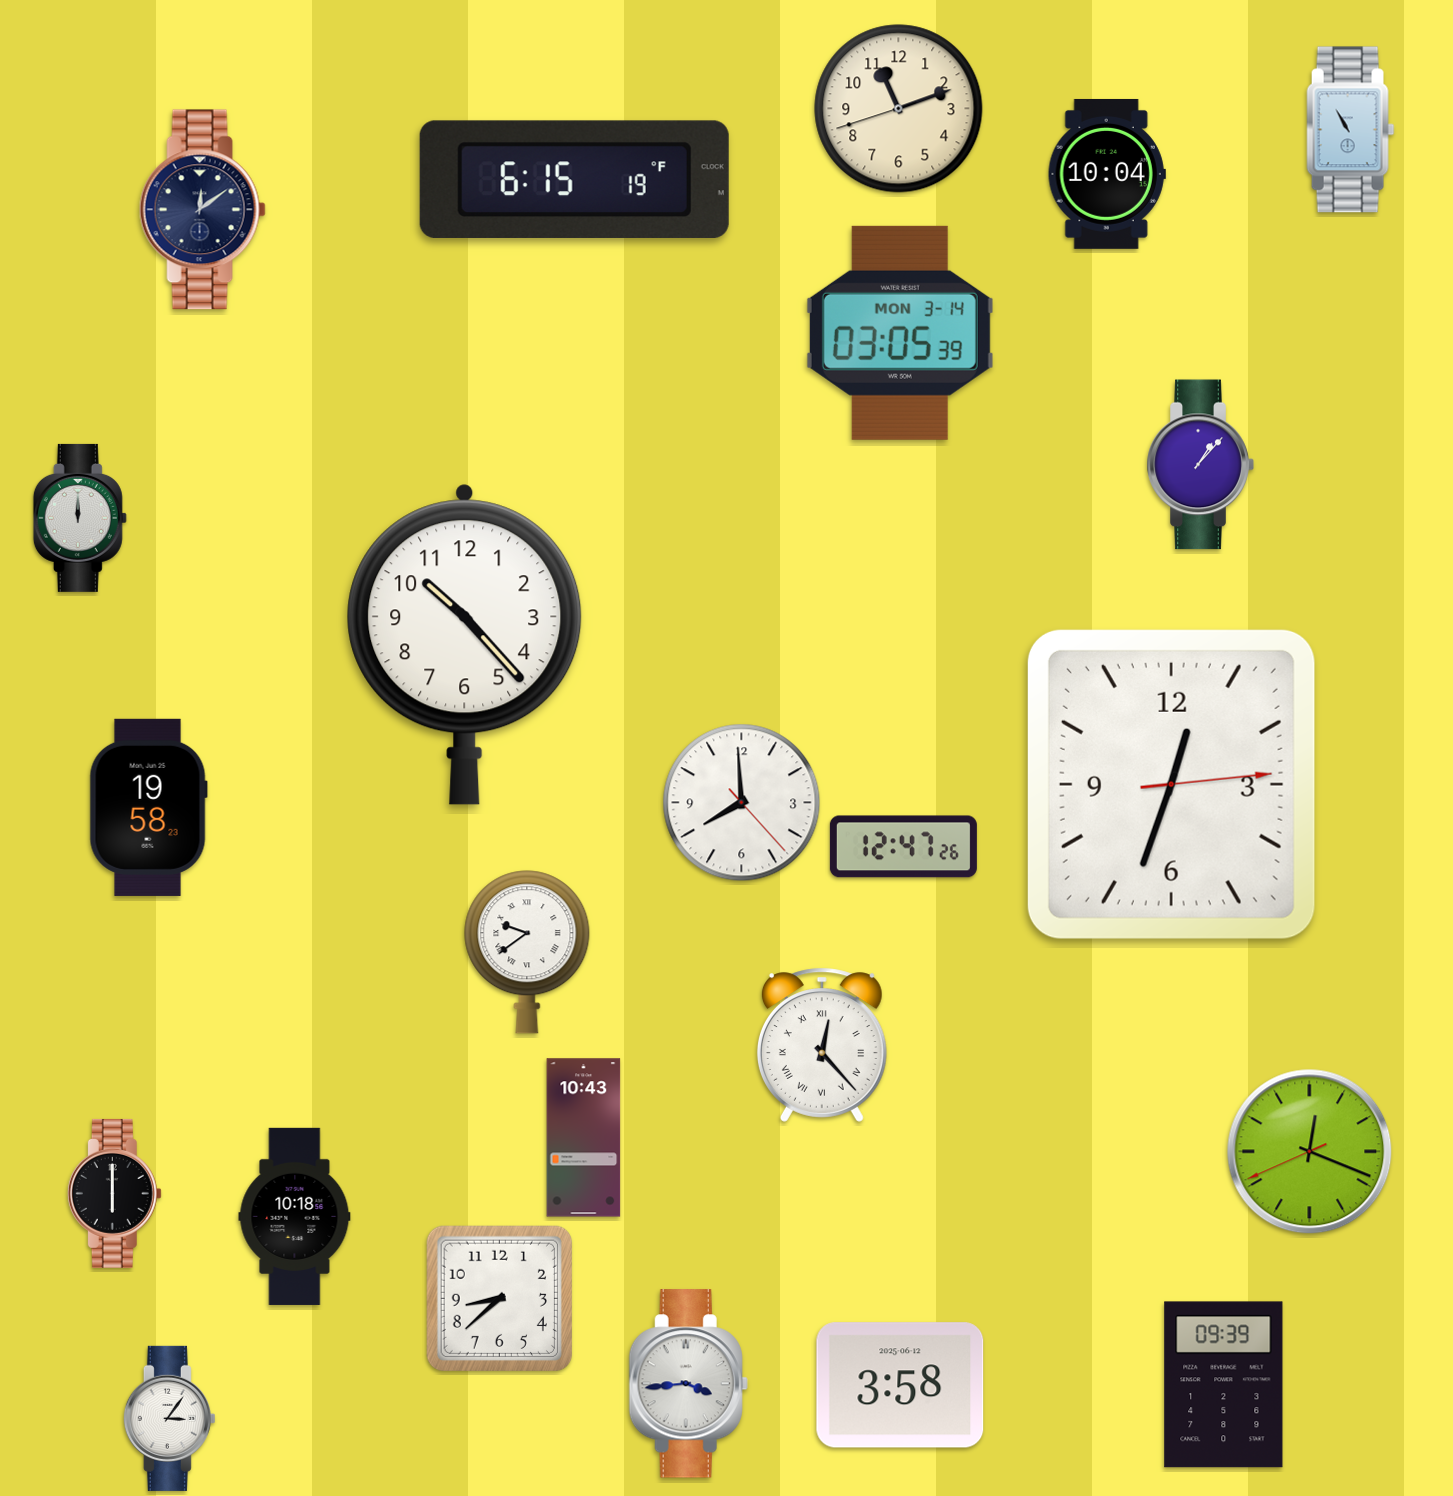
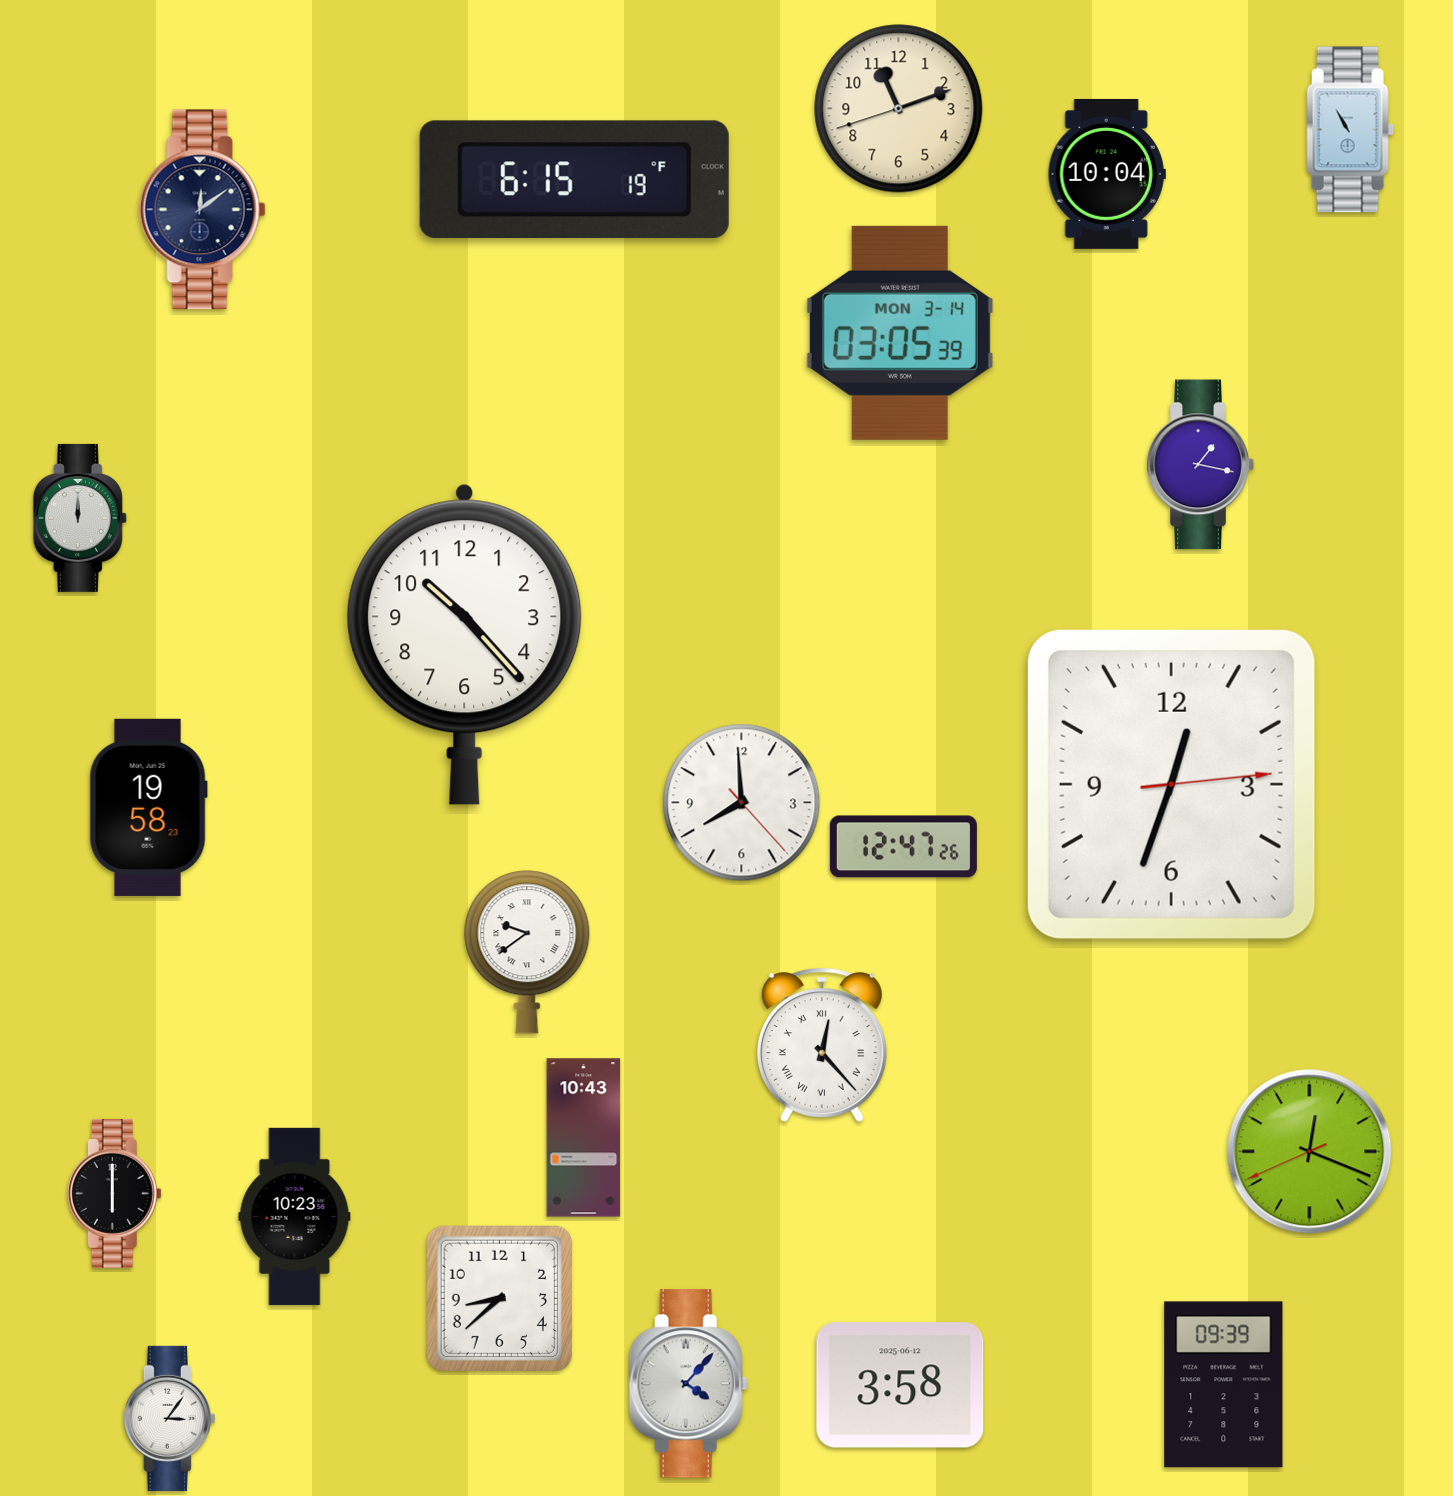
clock at (1200, 465): 1:07 -> 1:17
clock at (295, 1216): 10:18 -> 10:23
clock at (688, 1384): 3:44 -> 4:07
